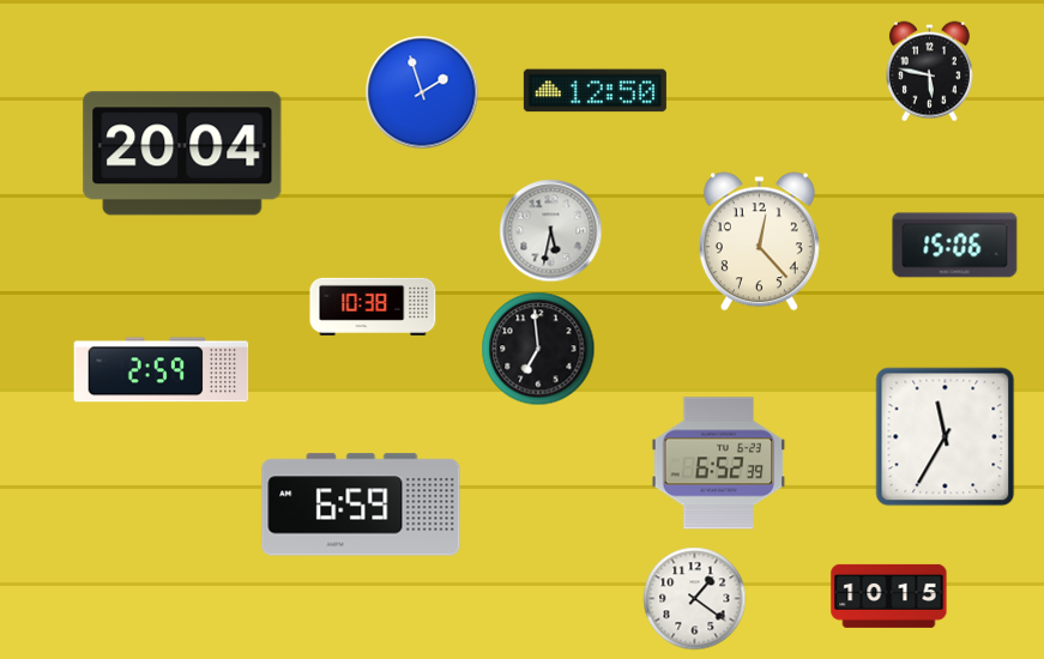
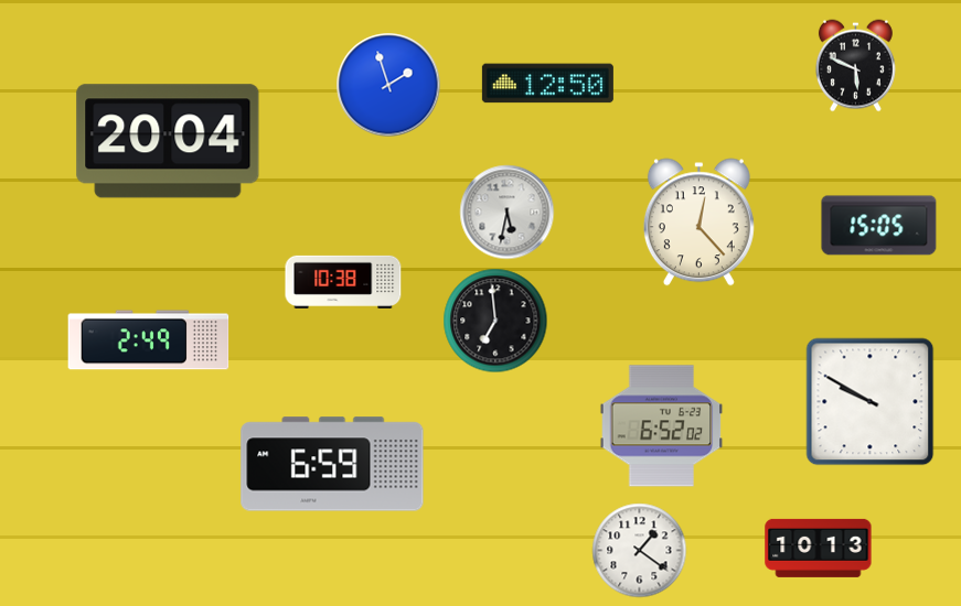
clock at (929, 72): 5:47 -> 5:49
clock at (955, 246): 15:06 -> 15:05
clock at (162, 370): 2:59 -> 2:49
clock at (946, 437): 11:35 -> 9:50
clock at (719, 464): 6:52:39 -> 6:52:02
clock at (889, 595): 10:15 -> 10:13
